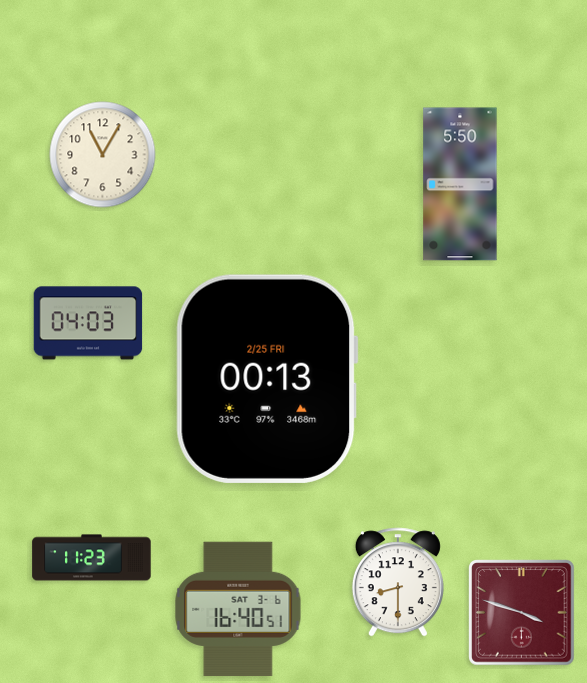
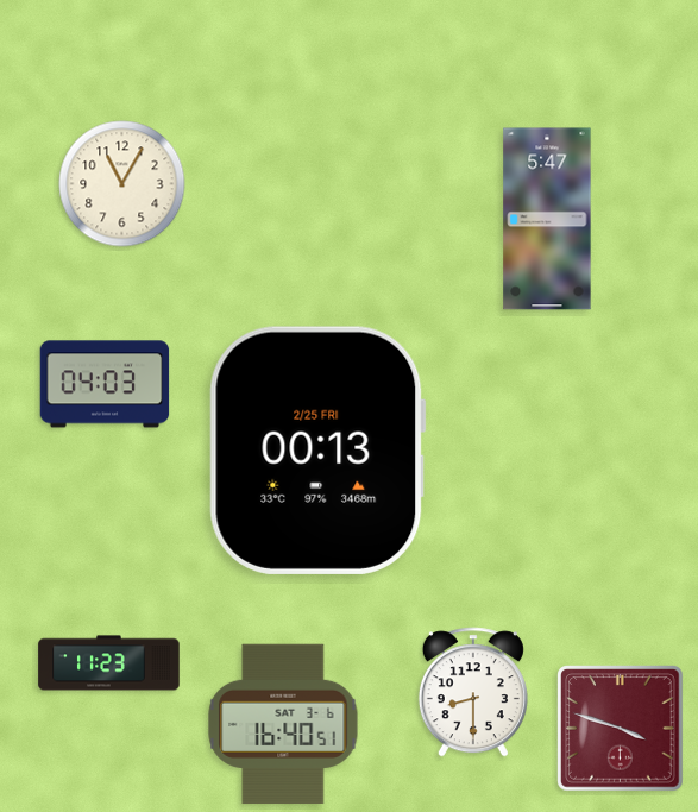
clock at (460, 184): 5:50 -> 5:47
